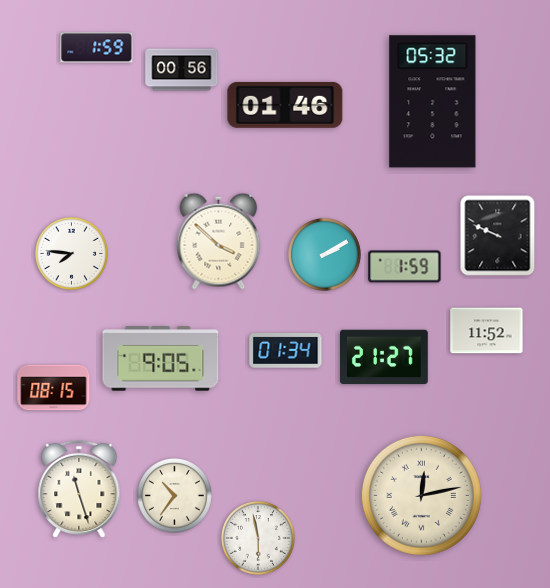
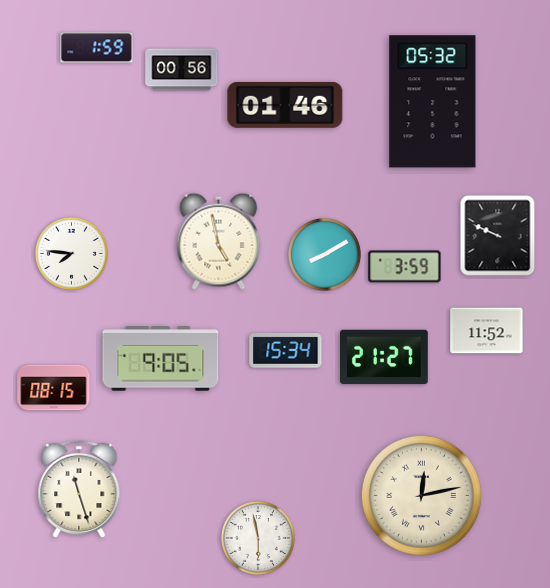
clock at (219, 241): 3:52 -> 4:58
clock at (324, 254): 2:10 -> 8:10
clock at (405, 267): 1:59 -> 3:59
clock at (286, 351): 01:34 -> 15:34
clock at (175, 496): 10:36 -> none
